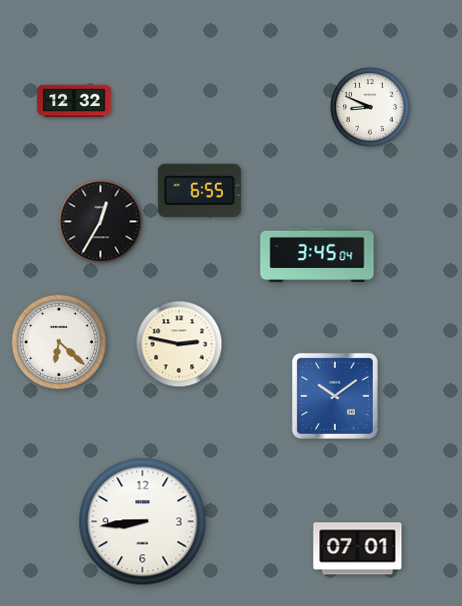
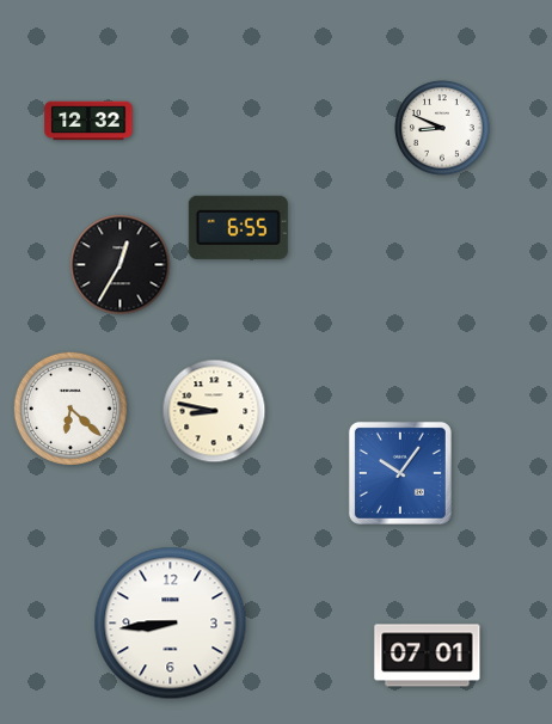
clock at (317, 255): 3:45 -> none
clock at (179, 344): 2:47 -> 8:47
clock at (335, 396): 10:09 -> 10:06
